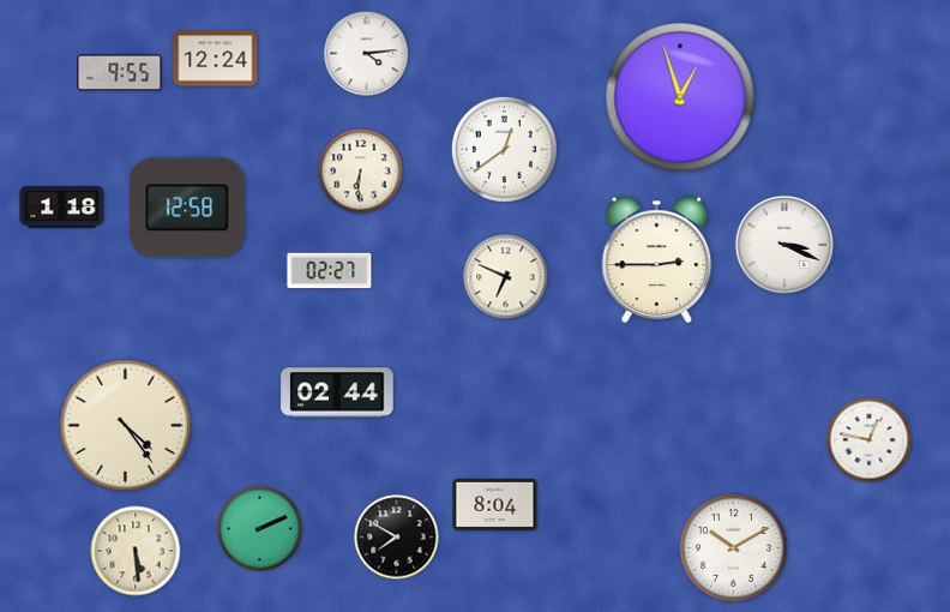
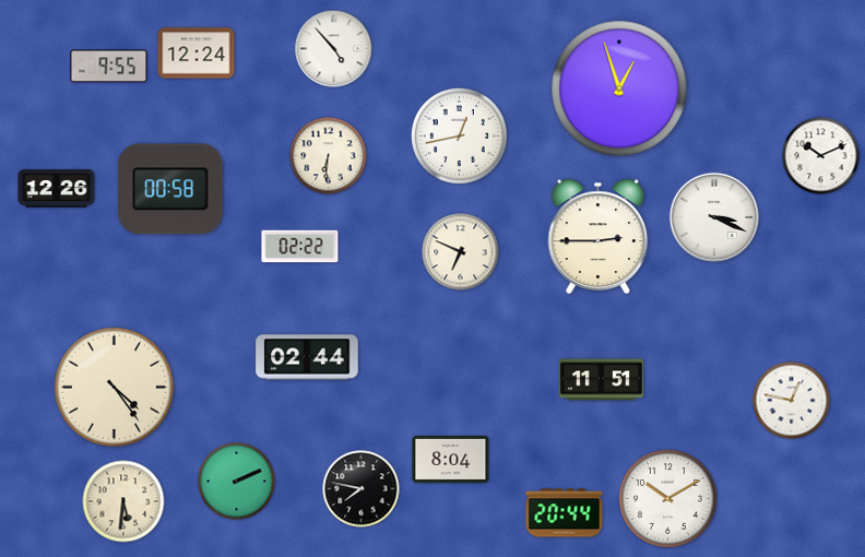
clock at (367, 54): 4:14 -> 4:53
clock at (504, 149): 12:39 -> 12:43
clock at (821, 156): none -> 10:11
clock at (62, 206): 1:18 -> 12:26
clock at (187, 208): 12:58 -> 00:58
clock at (784, 245) position: (784, 245) -> (714, 217)
clock at (330, 271): 02:27 -> 02:22
clock at (601, 380): none -> 11:51
clock at (397, 538): 7:50 -> 7:47
clock at (136, 551): 5:29 -> 5:31
clock at (565, 513): none -> 20:44
